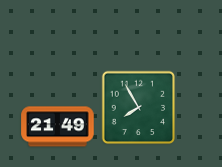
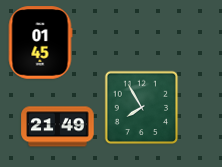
clock at (40, 43): none -> 01:45
clock at (139, 108) position: (139, 108) -> (142, 108)
